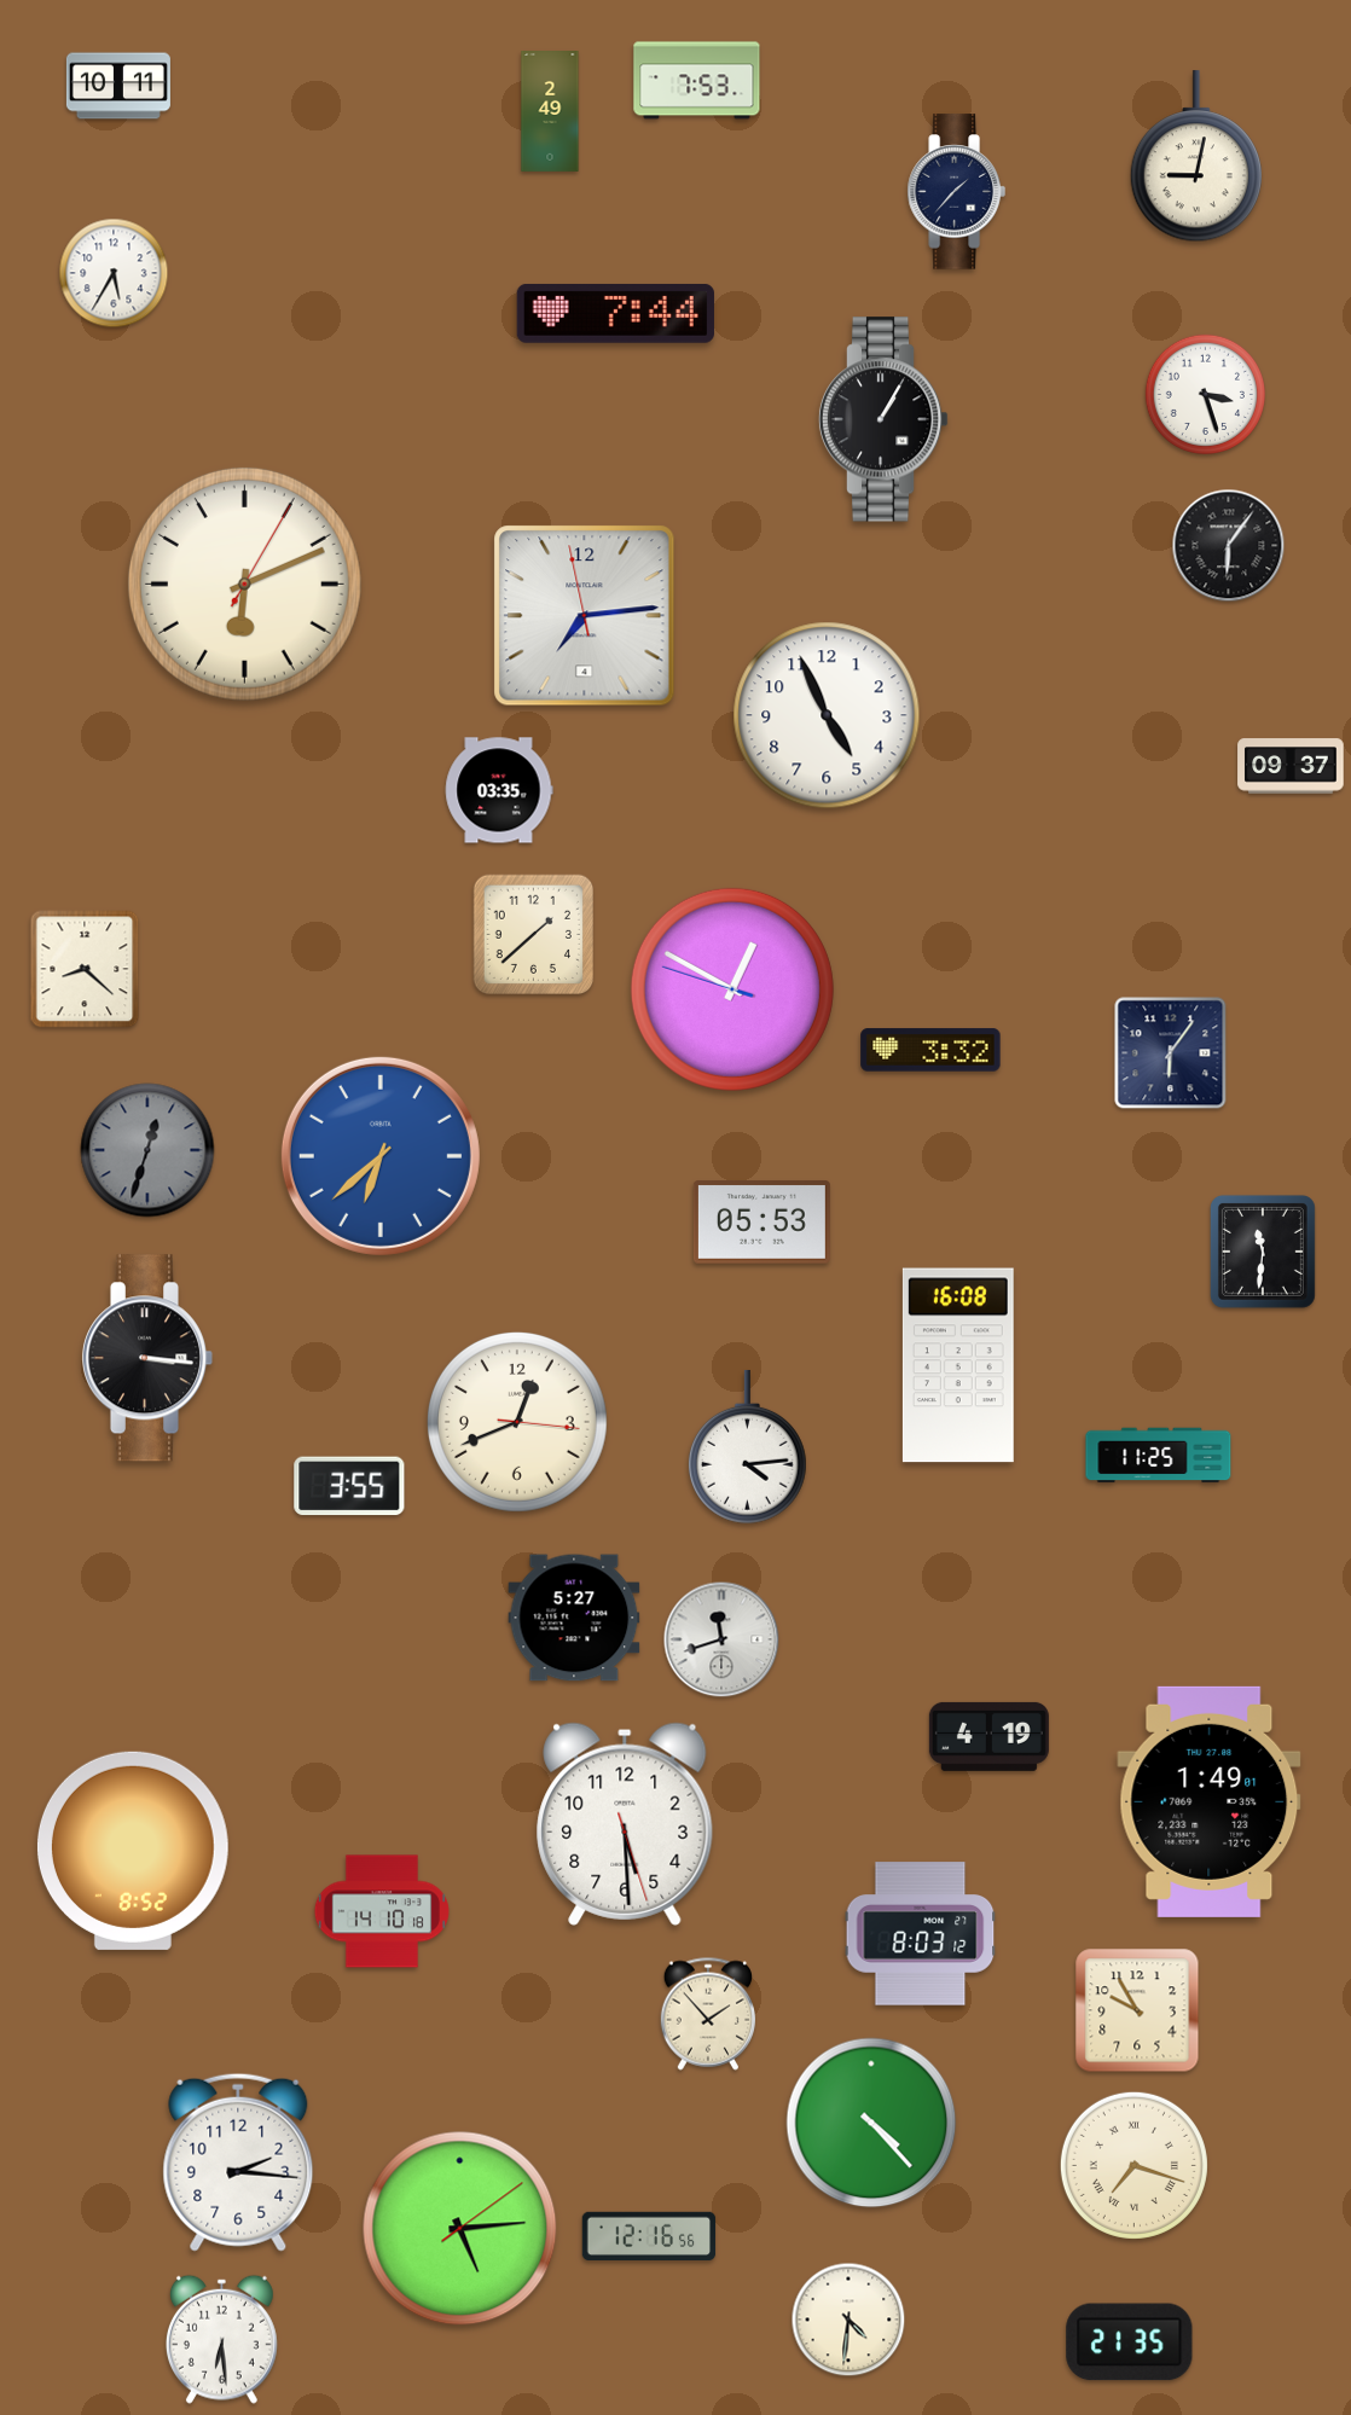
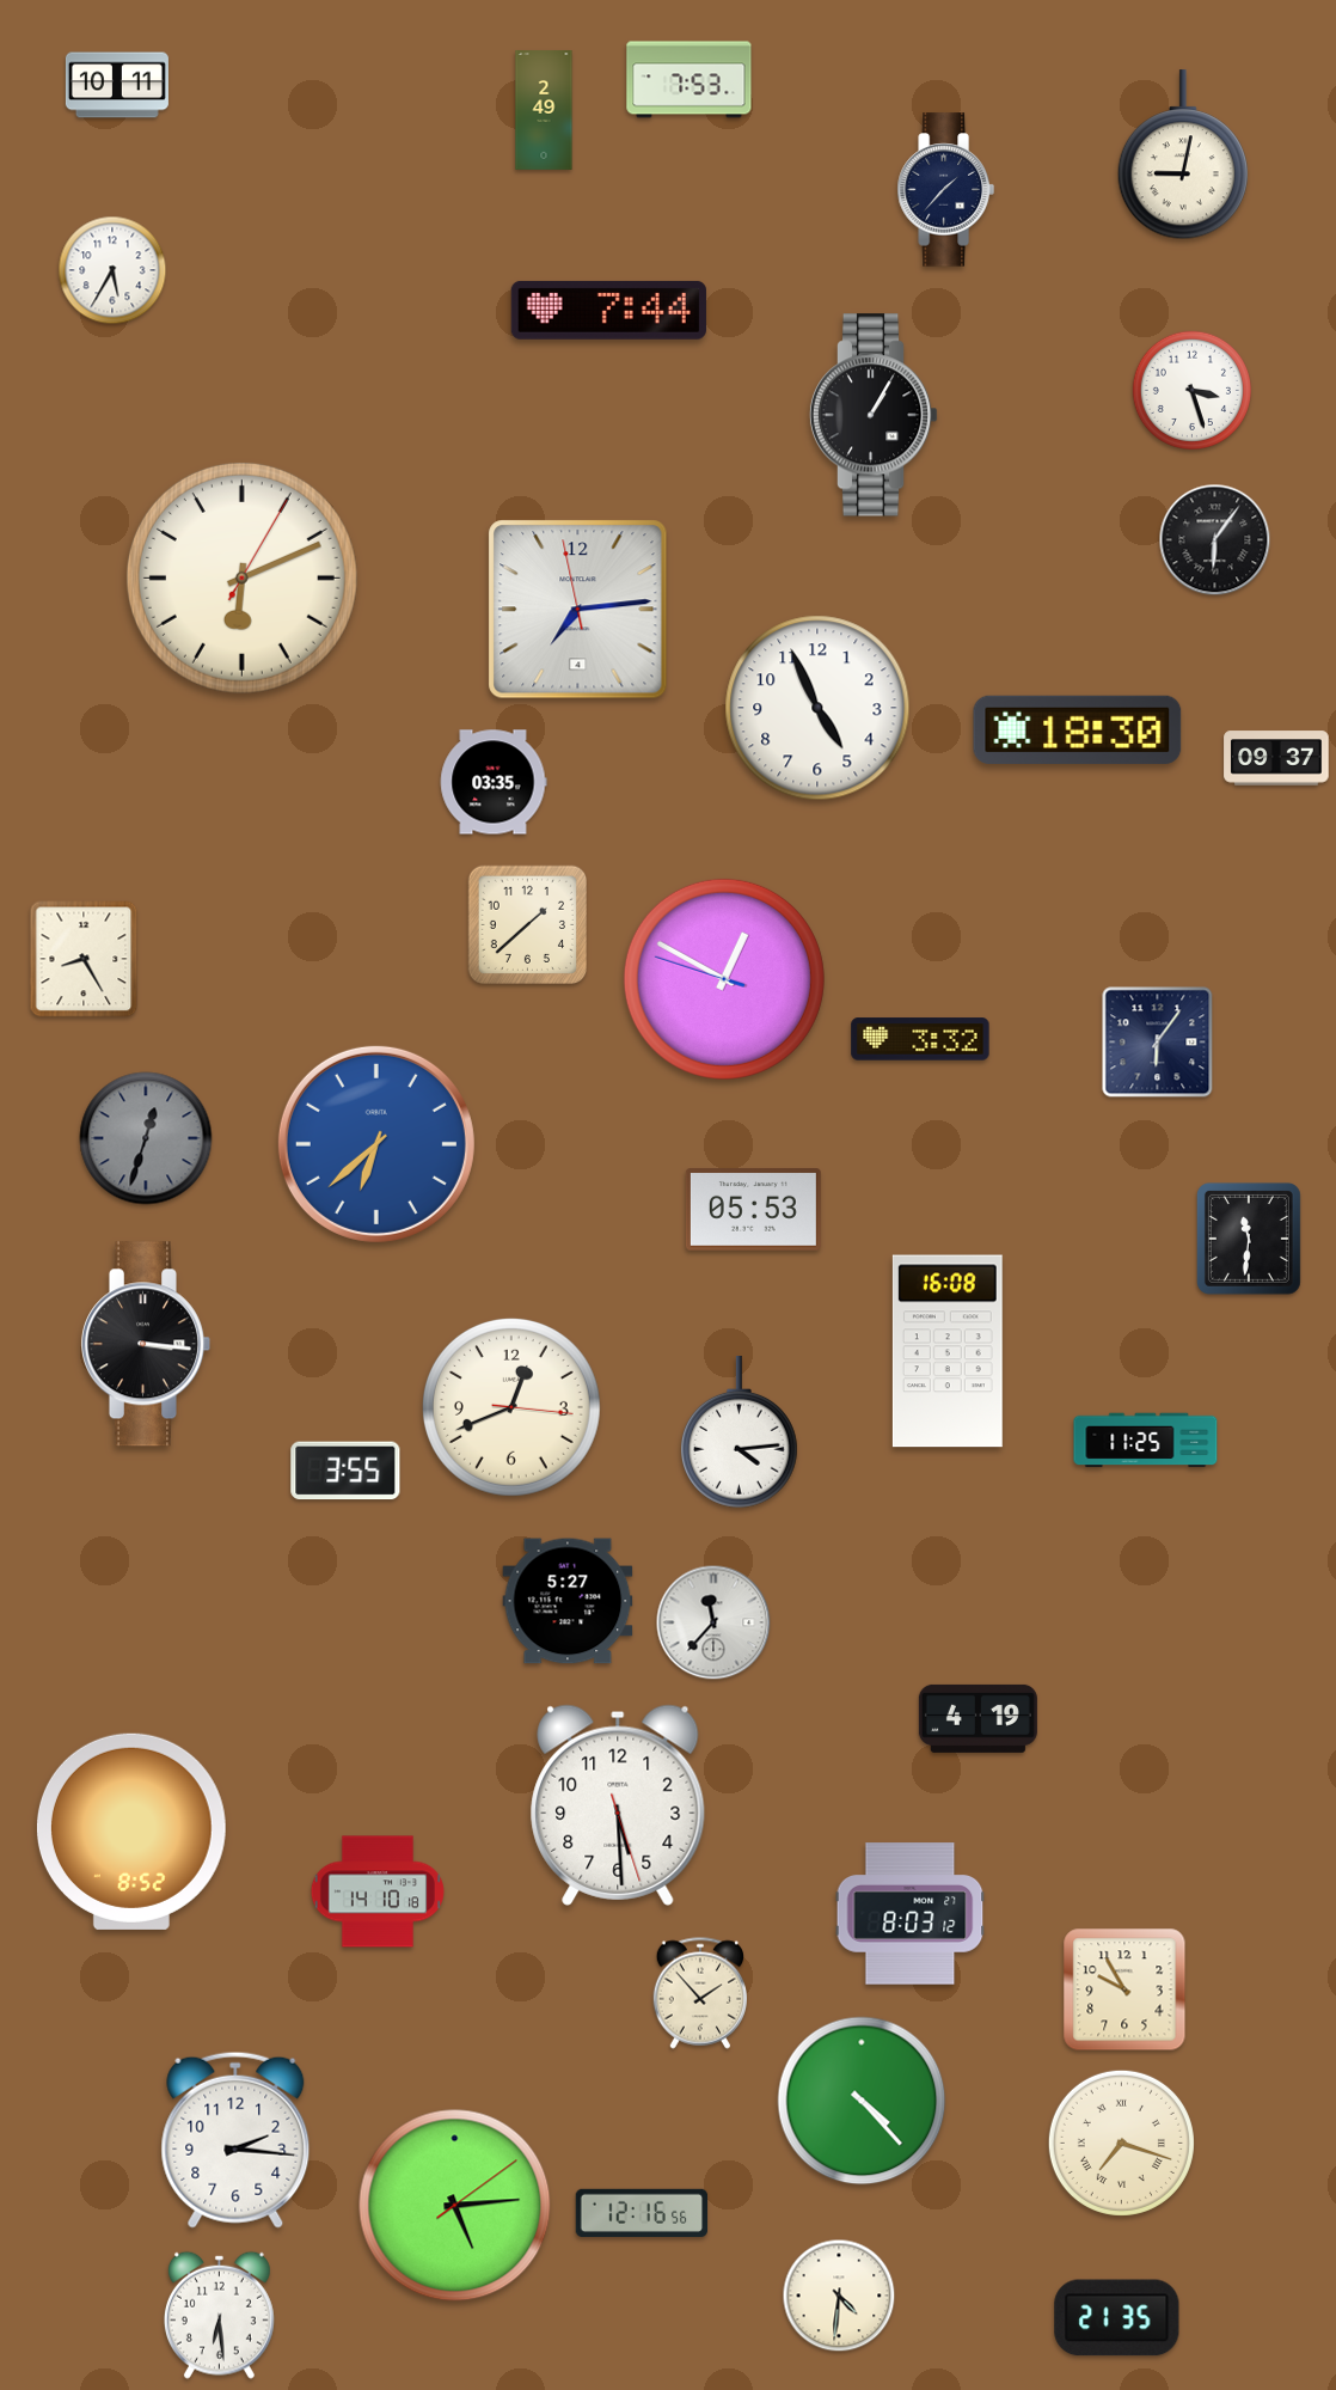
clock at (1078, 729): none -> 18:30
clock at (85, 969): 8:22 -> 8:25
clock at (721, 1639): 11:42 -> 11:37
clock at (1210, 1801): 1:49 -> none
